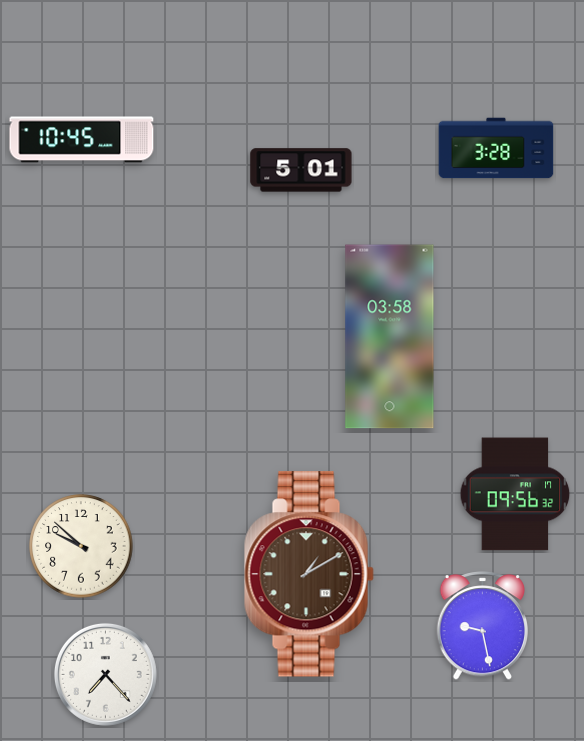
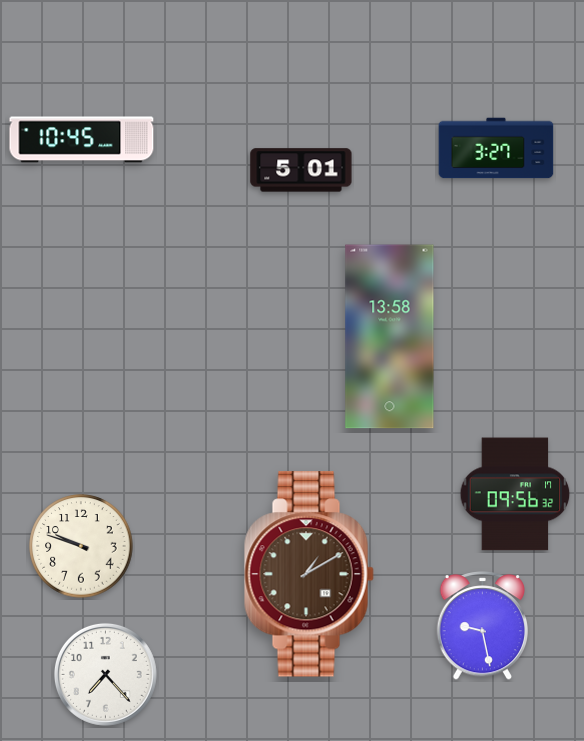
clock at (496, 148): 3:28 -> 3:27
clock at (390, 337): 03:58 -> 13:58
clock at (81, 546): 9:52 -> 9:48
